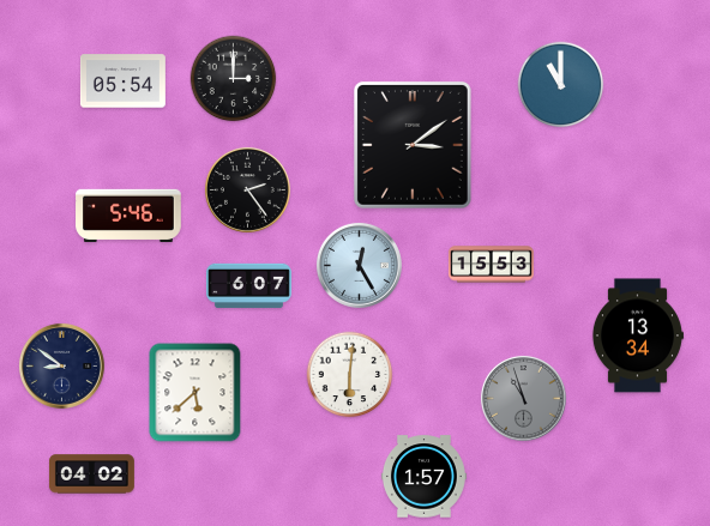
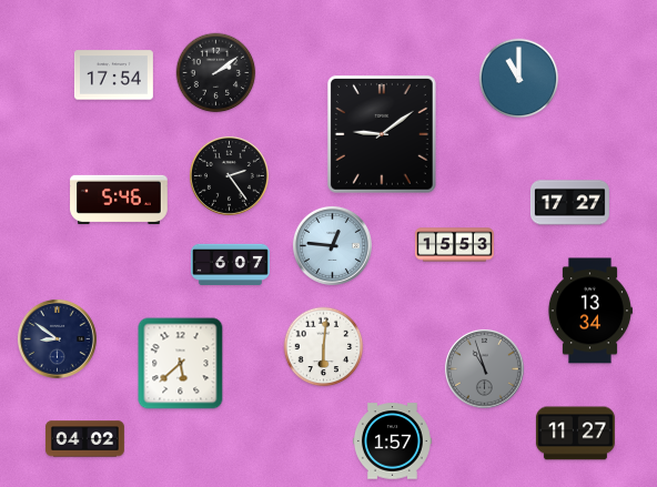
clock at (234, 79): 3:00 -> 2:09
clock at (122, 81): 05:54 -> 17:54
clock at (413, 145): 3:09 -> 9:09
clock at (569, 203): none -> 17:27
clock at (359, 265): 12:25 -> 12:46
clock at (575, 434): none -> 11:27
